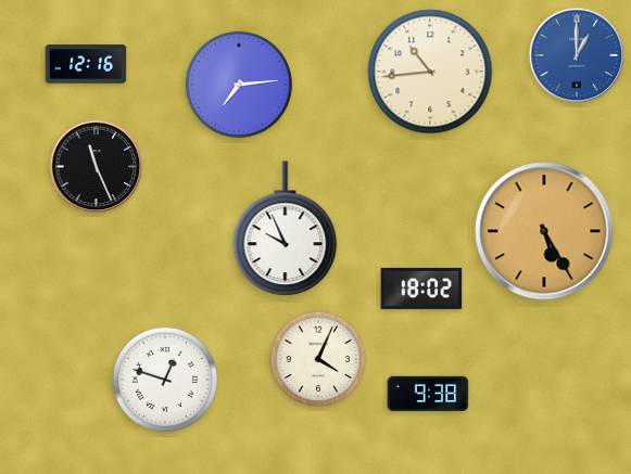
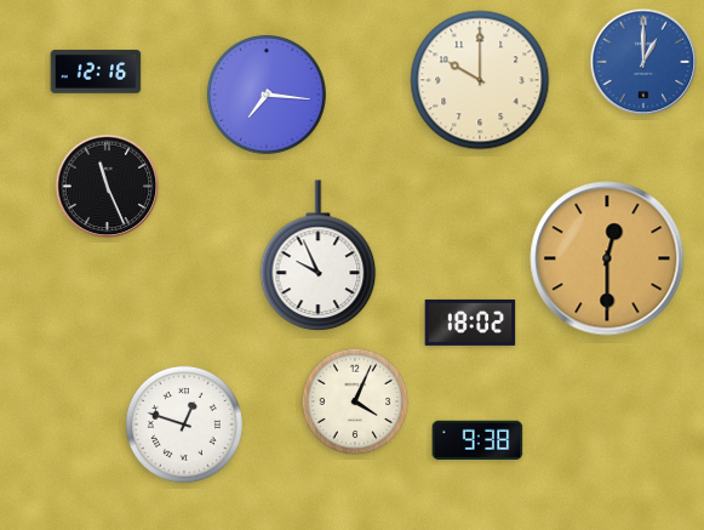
clock at (430, 72): 10:44 -> 10:00
clock at (239, 85): 7:14 -> 7:16
clock at (544, 231): 5:25 -> 12:30
